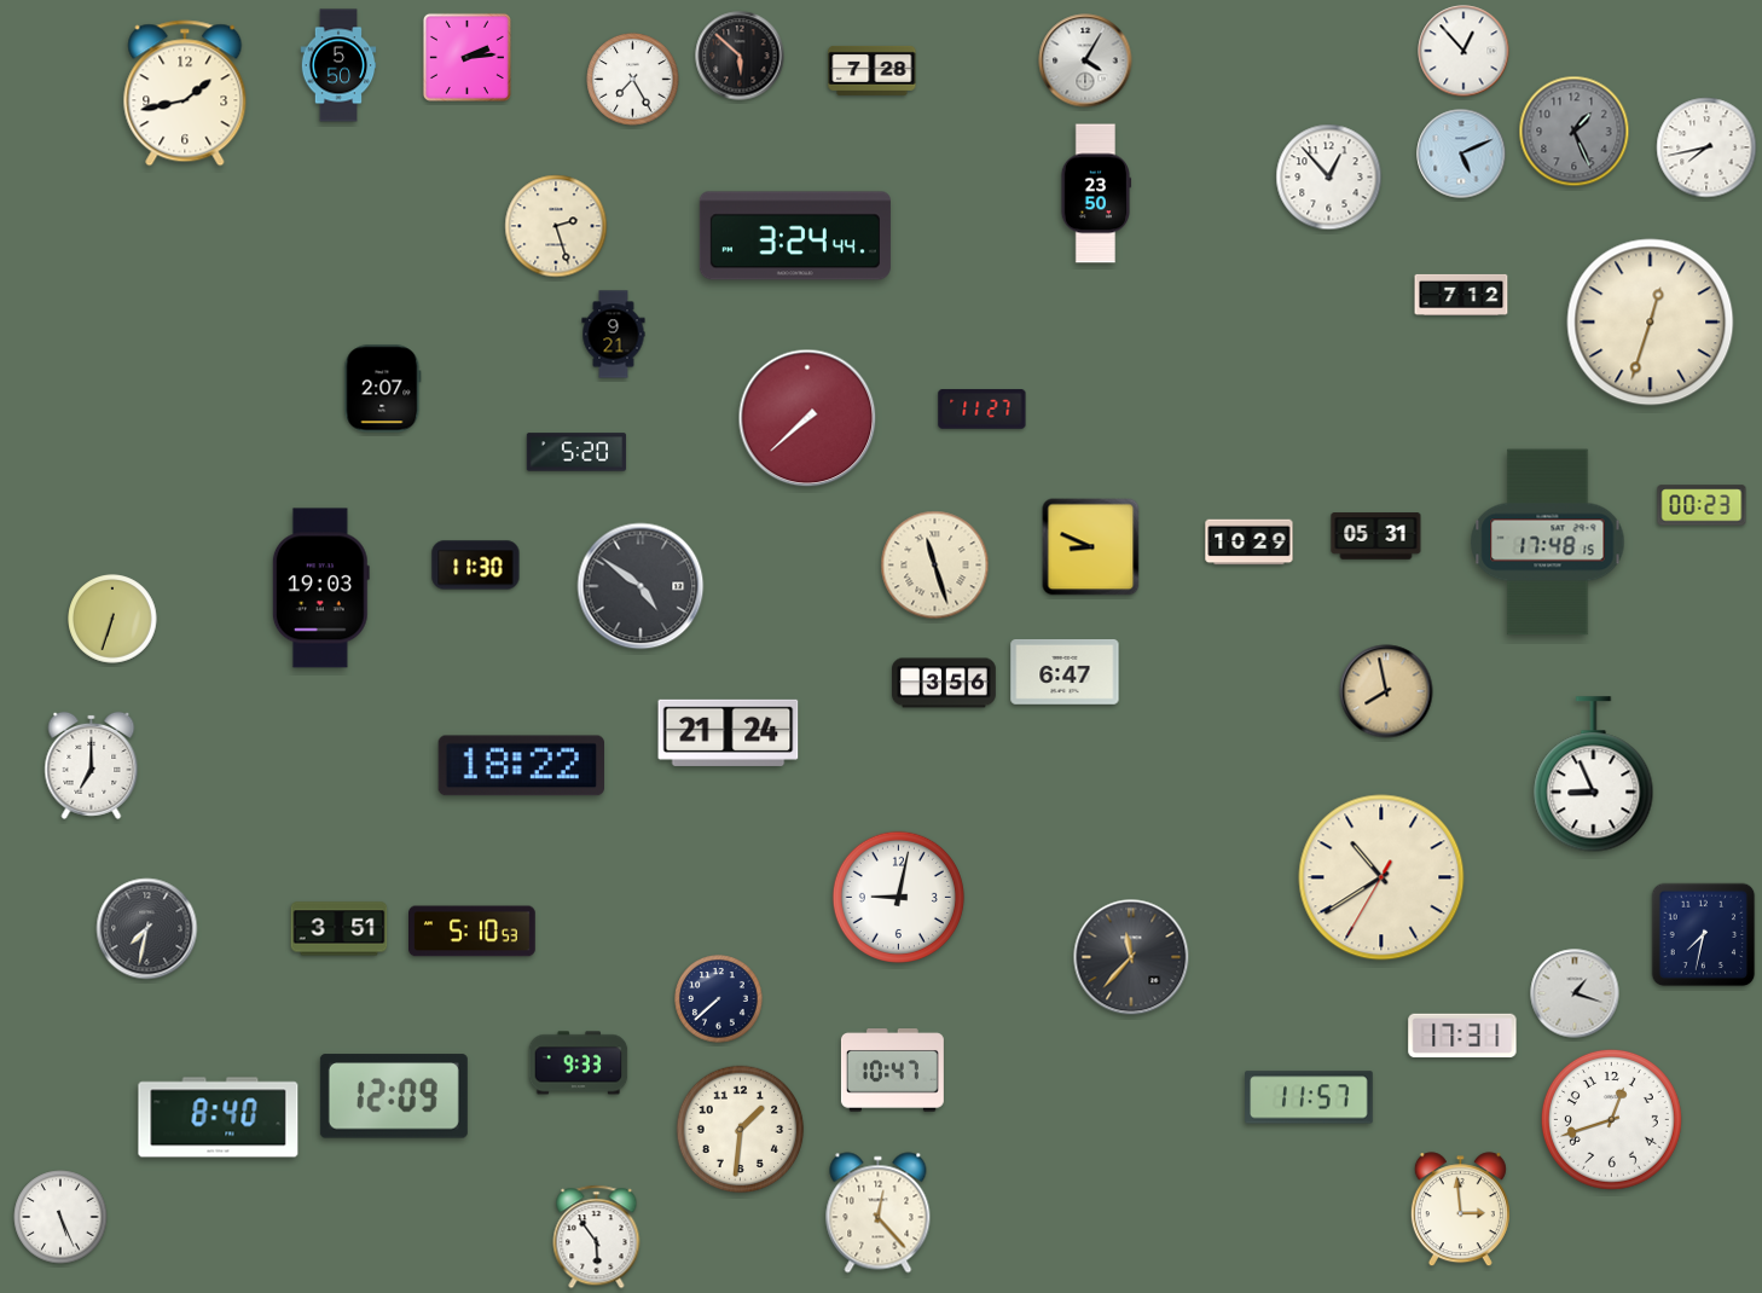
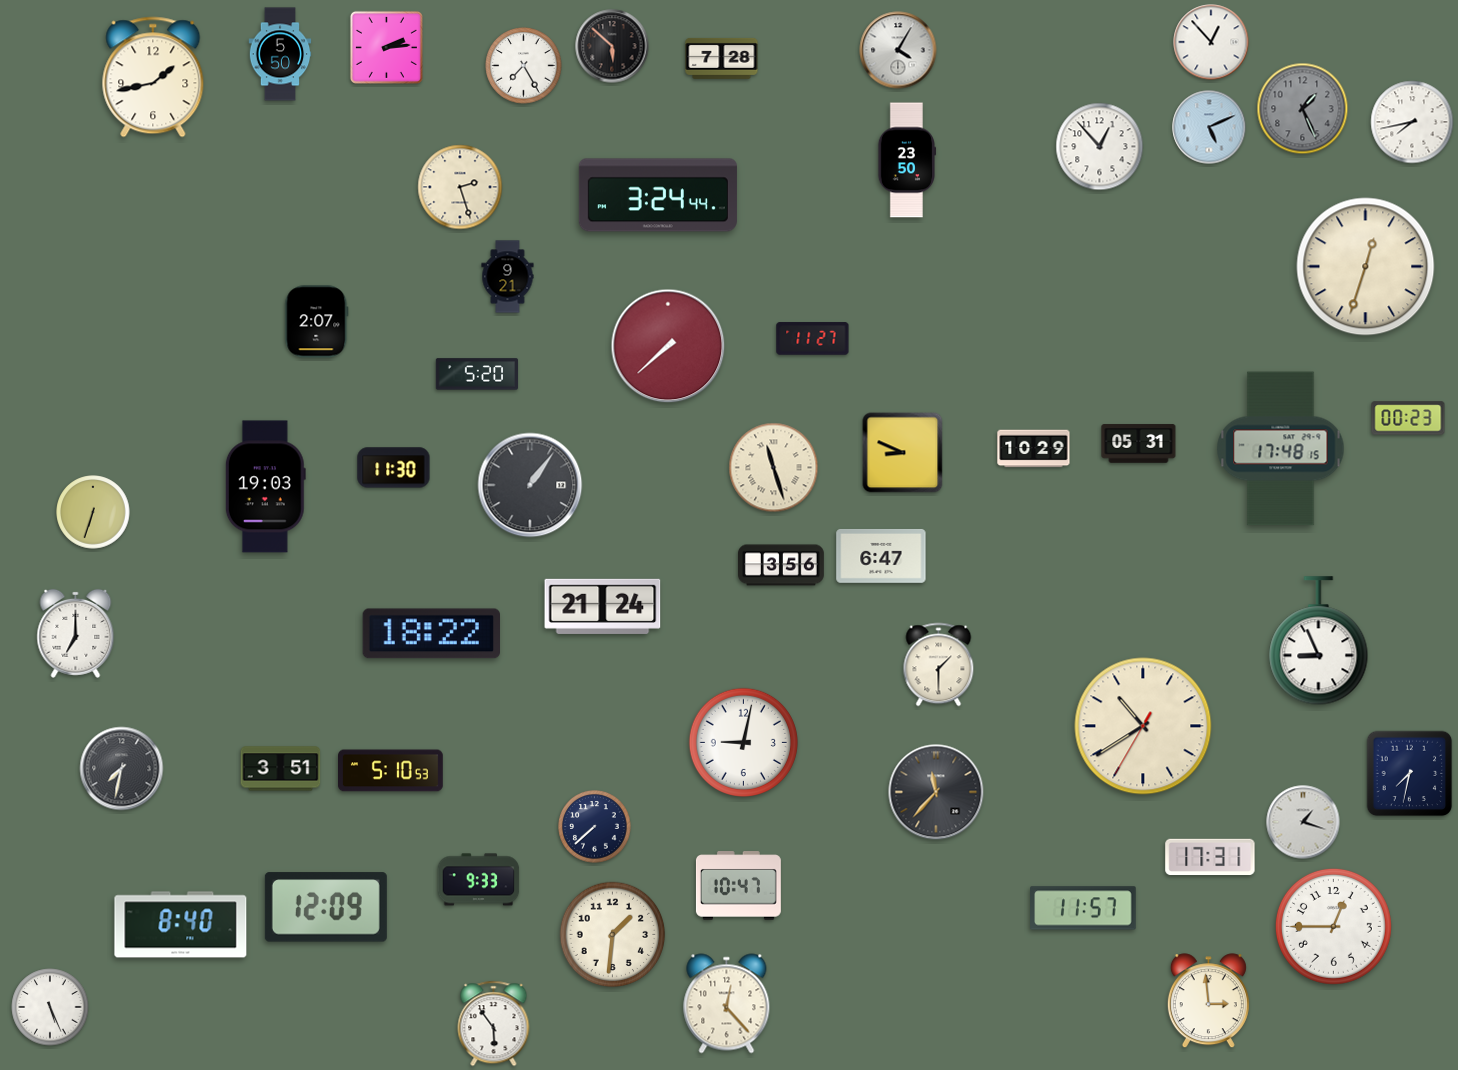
clock at (1461, 295): 7:12 -> none
clock at (641, 586): 4:51 -> 1:06
clock at (1386, 691): 7:58 -> none
clock at (939, 665): none -> 1:30
clock at (1611, 1119): 12:42 -> 12:45
